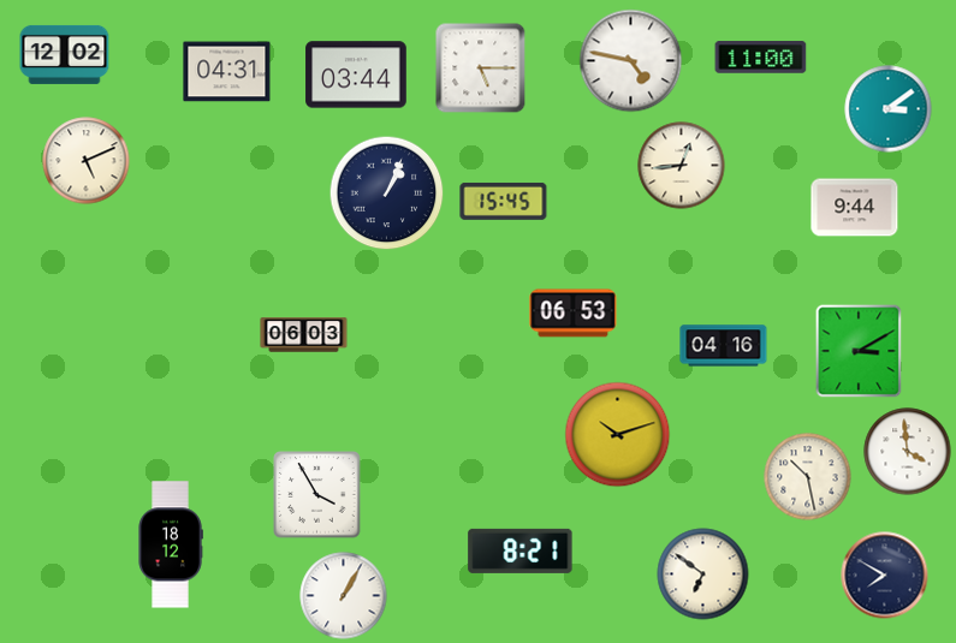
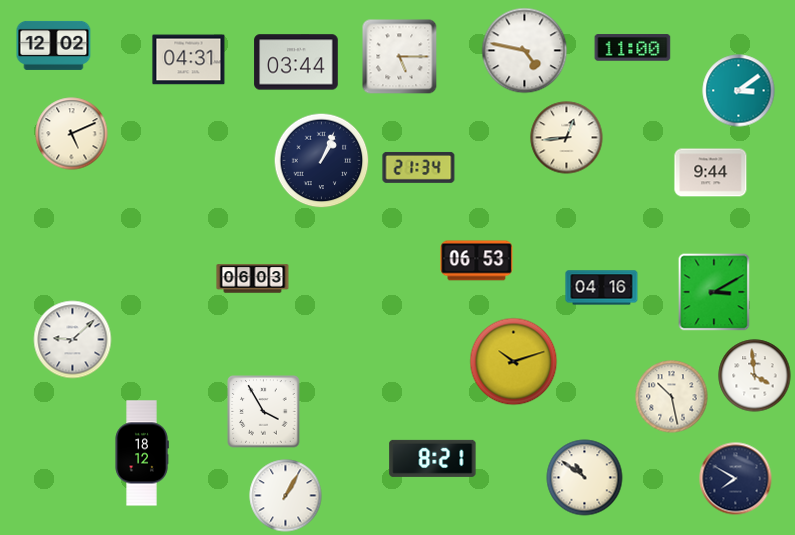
clock at (504, 201): 15:45 -> 21:34
clock at (73, 340): none -> 9:08
clock at (703, 574): 6:51 -> 10:51
